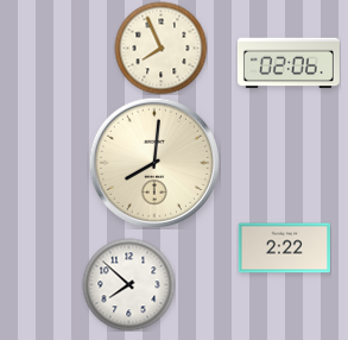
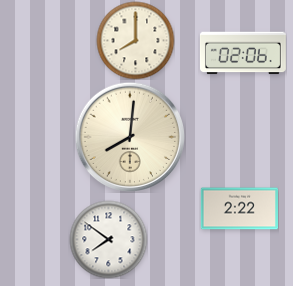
clock at (160, 48): 7:56 -> 8:00
clock at (128, 284): 7:52 -> 7:51
